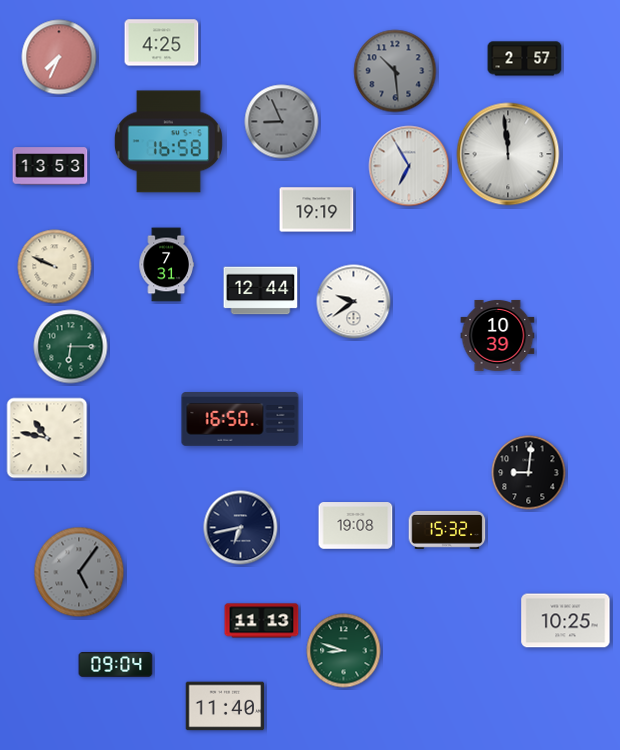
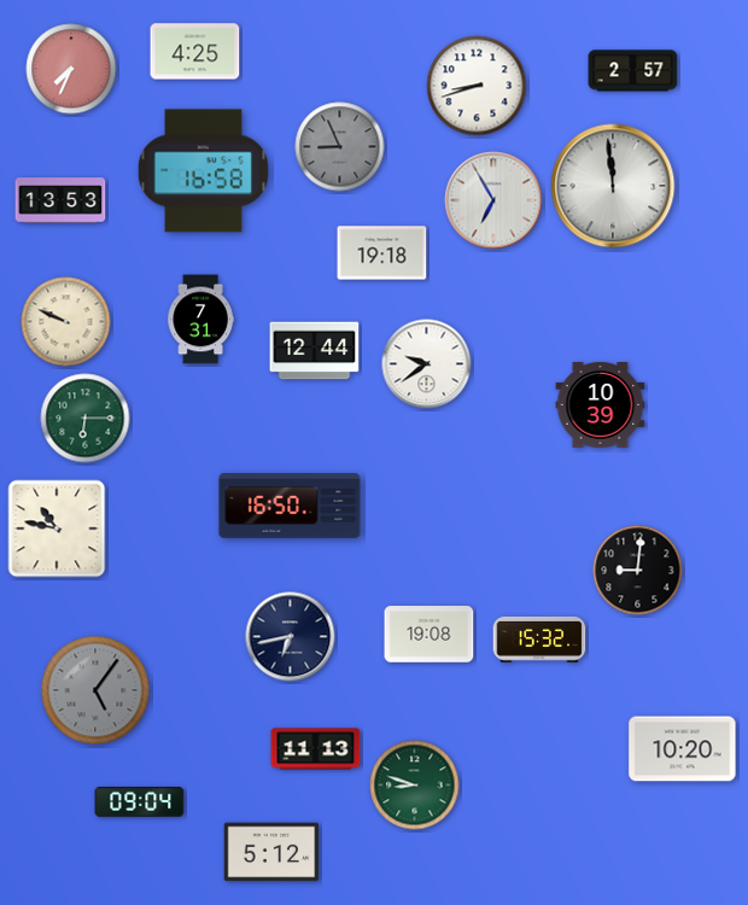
clock at (395, 71): 10:29 -> 8:42
clock at (395, 71) dial: grey -> white
clock at (317, 210): 19:19 -> 19:18
clock at (566, 621): 10:25 -> 10:20
clock at (225, 706): 11:40 -> 5:12
